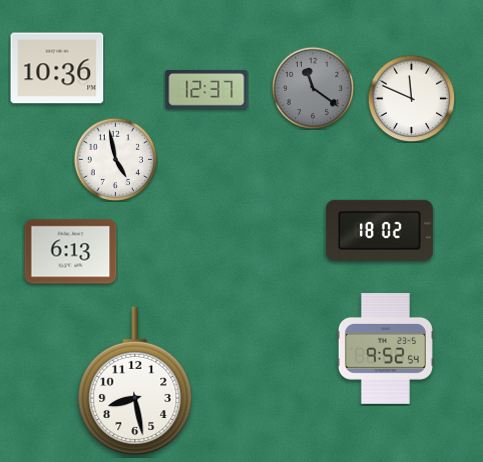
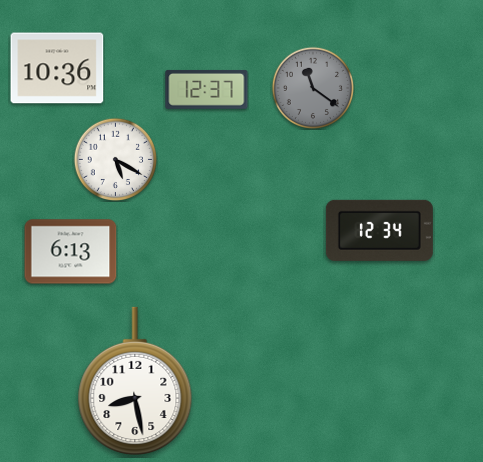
clock at (411, 98): 11:49 -> none
clock at (115, 159): 4:58 -> 5:20
clock at (379, 230): 18:02 -> 12:34
clock at (385, 349): 9:52 -> none
